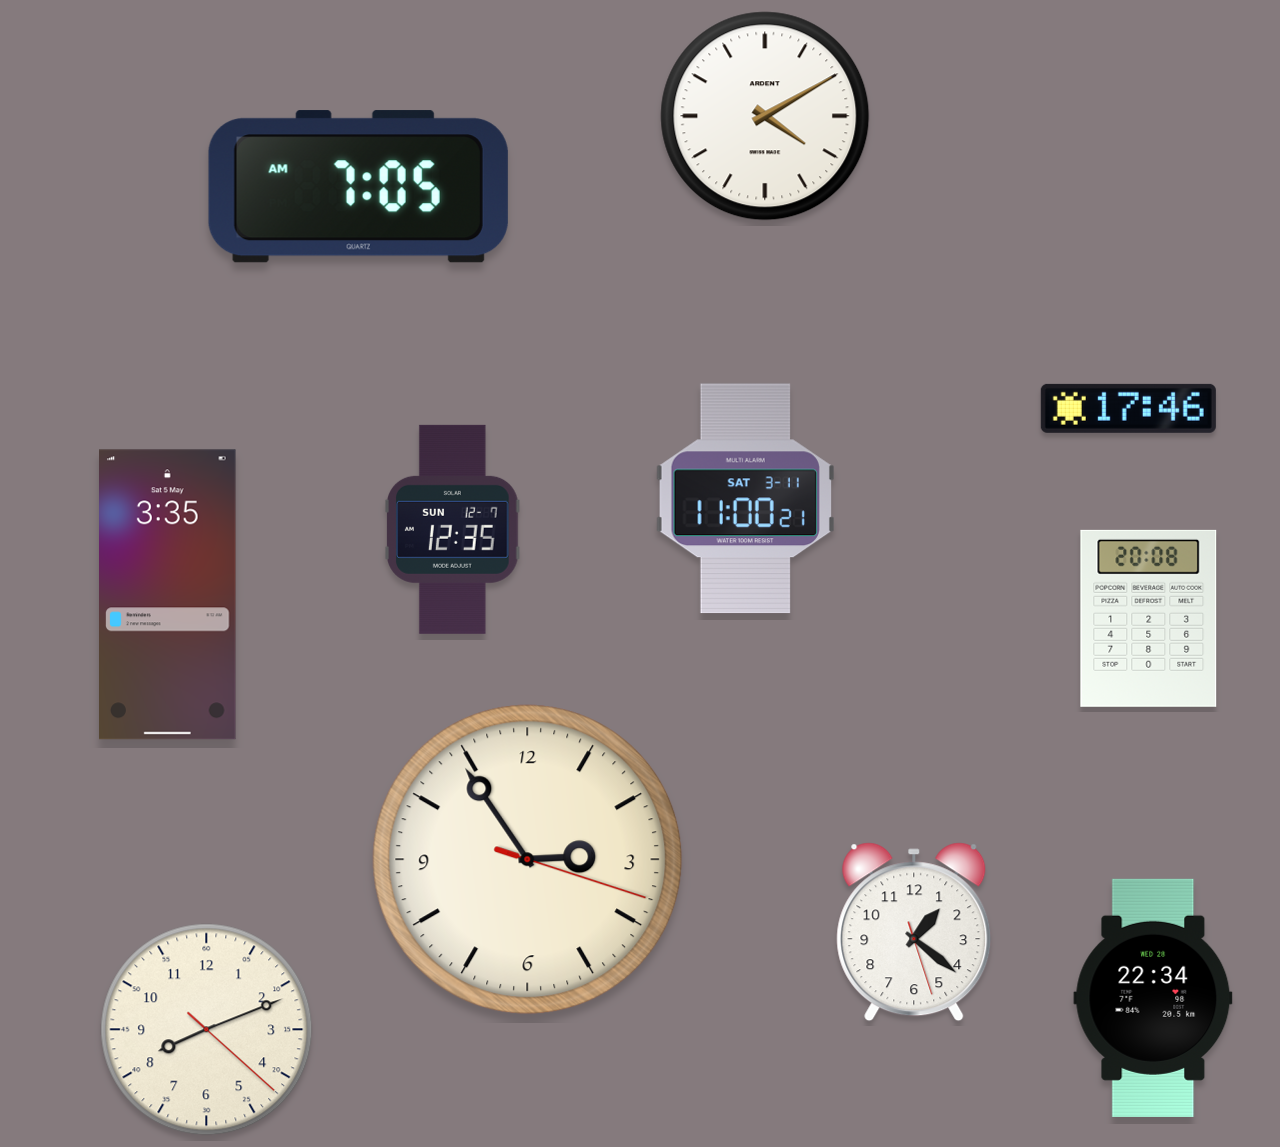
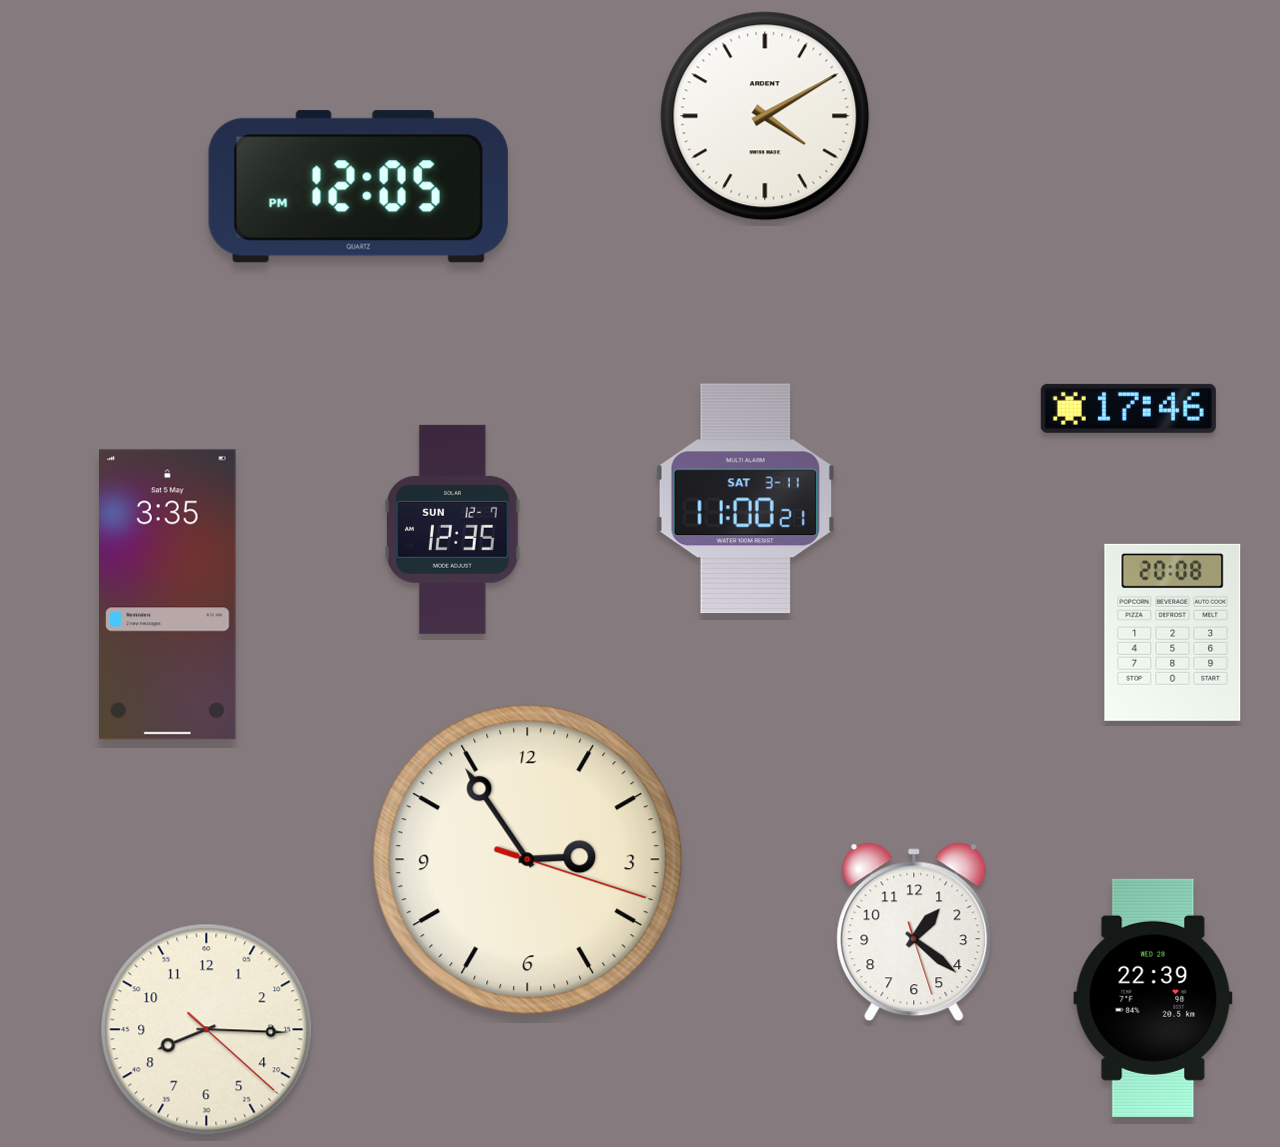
clock at (358, 187): 7:05 -> 12:05
clock at (1149, 618) position: (1149, 618) -> (1173, 632)
clock at (1153, 998): 22:34 -> 22:39
clock at (207, 1030): 8:11 -> 8:15
